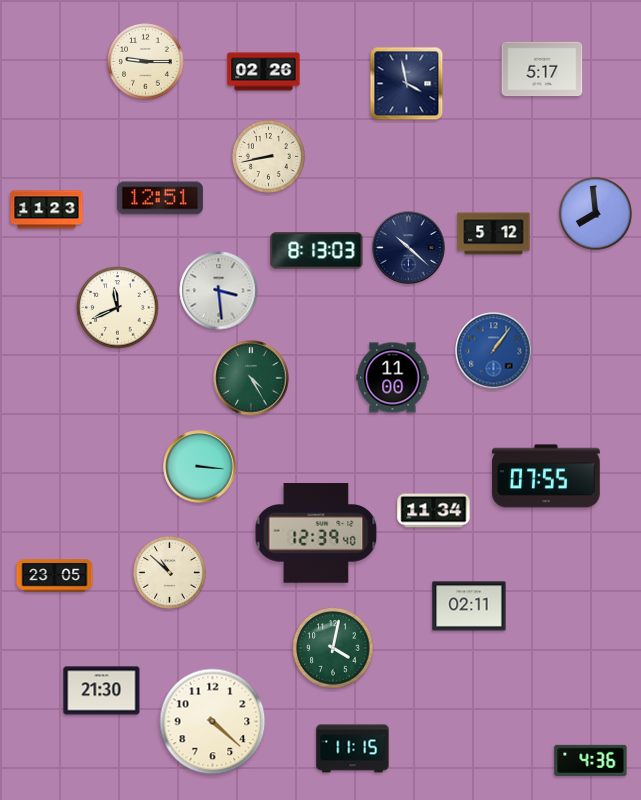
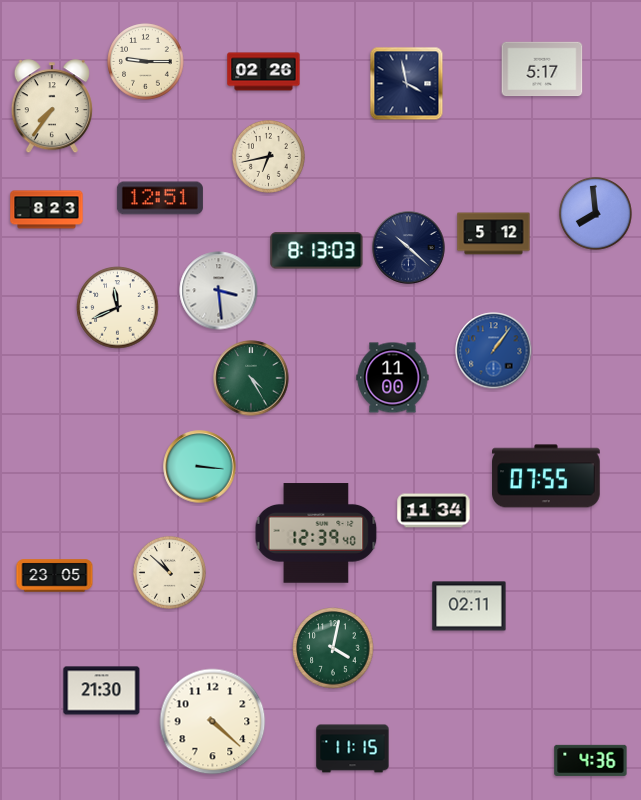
clock at (52, 107): none -> 7:36
clock at (268, 156): 8:43 -> 6:43
clock at (47, 210): 11:23 -> 8:23
